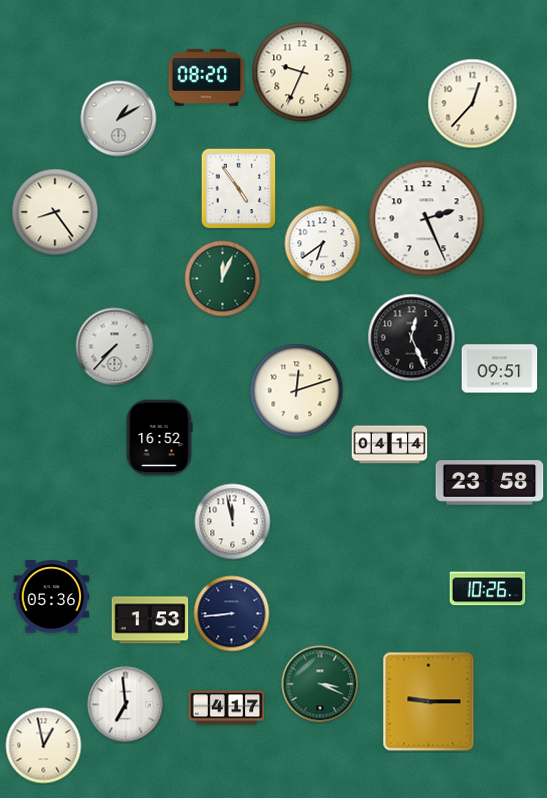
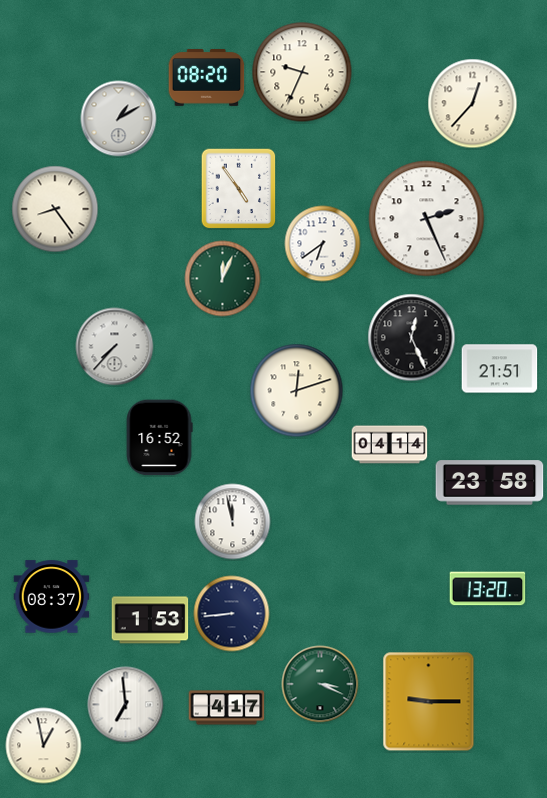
clock at (55, 212) position: (55, 212) -> (55, 209)
clock at (500, 369): 09:51 -> 21:51
clock at (488, 589): 10:26 -> 13:20
clock at (52, 597): 05:36 -> 08:37
